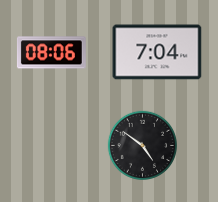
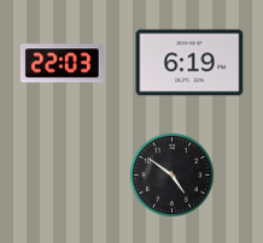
clock at (157, 52): 7:04 -> 6:19
clock at (51, 53): 08:06 -> 22:03
